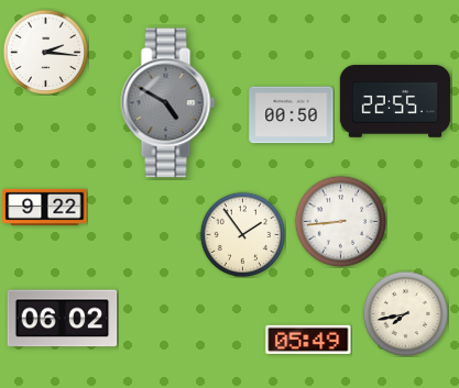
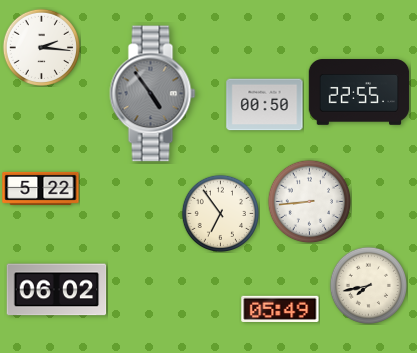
clock at (168, 103): 4:50 -> 4:54
clock at (45, 207): 9:22 -> 5:22
clock at (242, 234): 1:54 -> 6:54
